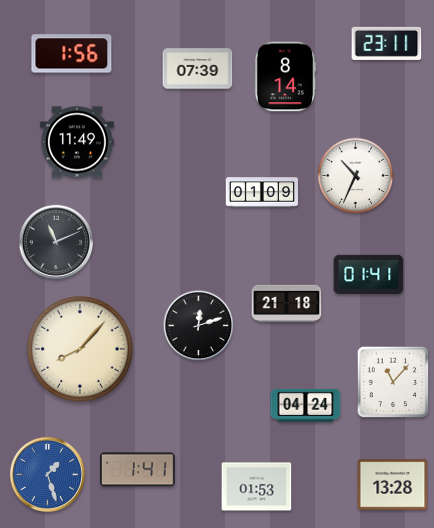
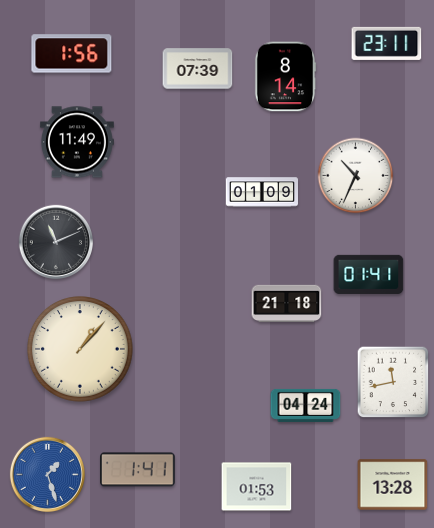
clock at (199, 326): 12:12 -> none
clock at (81, 350): 8:07 -> 1:07
clock at (393, 382): 11:07 -> 11:43
